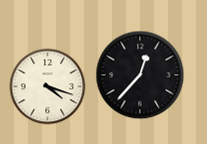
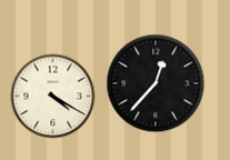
clock at (48, 87): 4:18 -> 4:20
